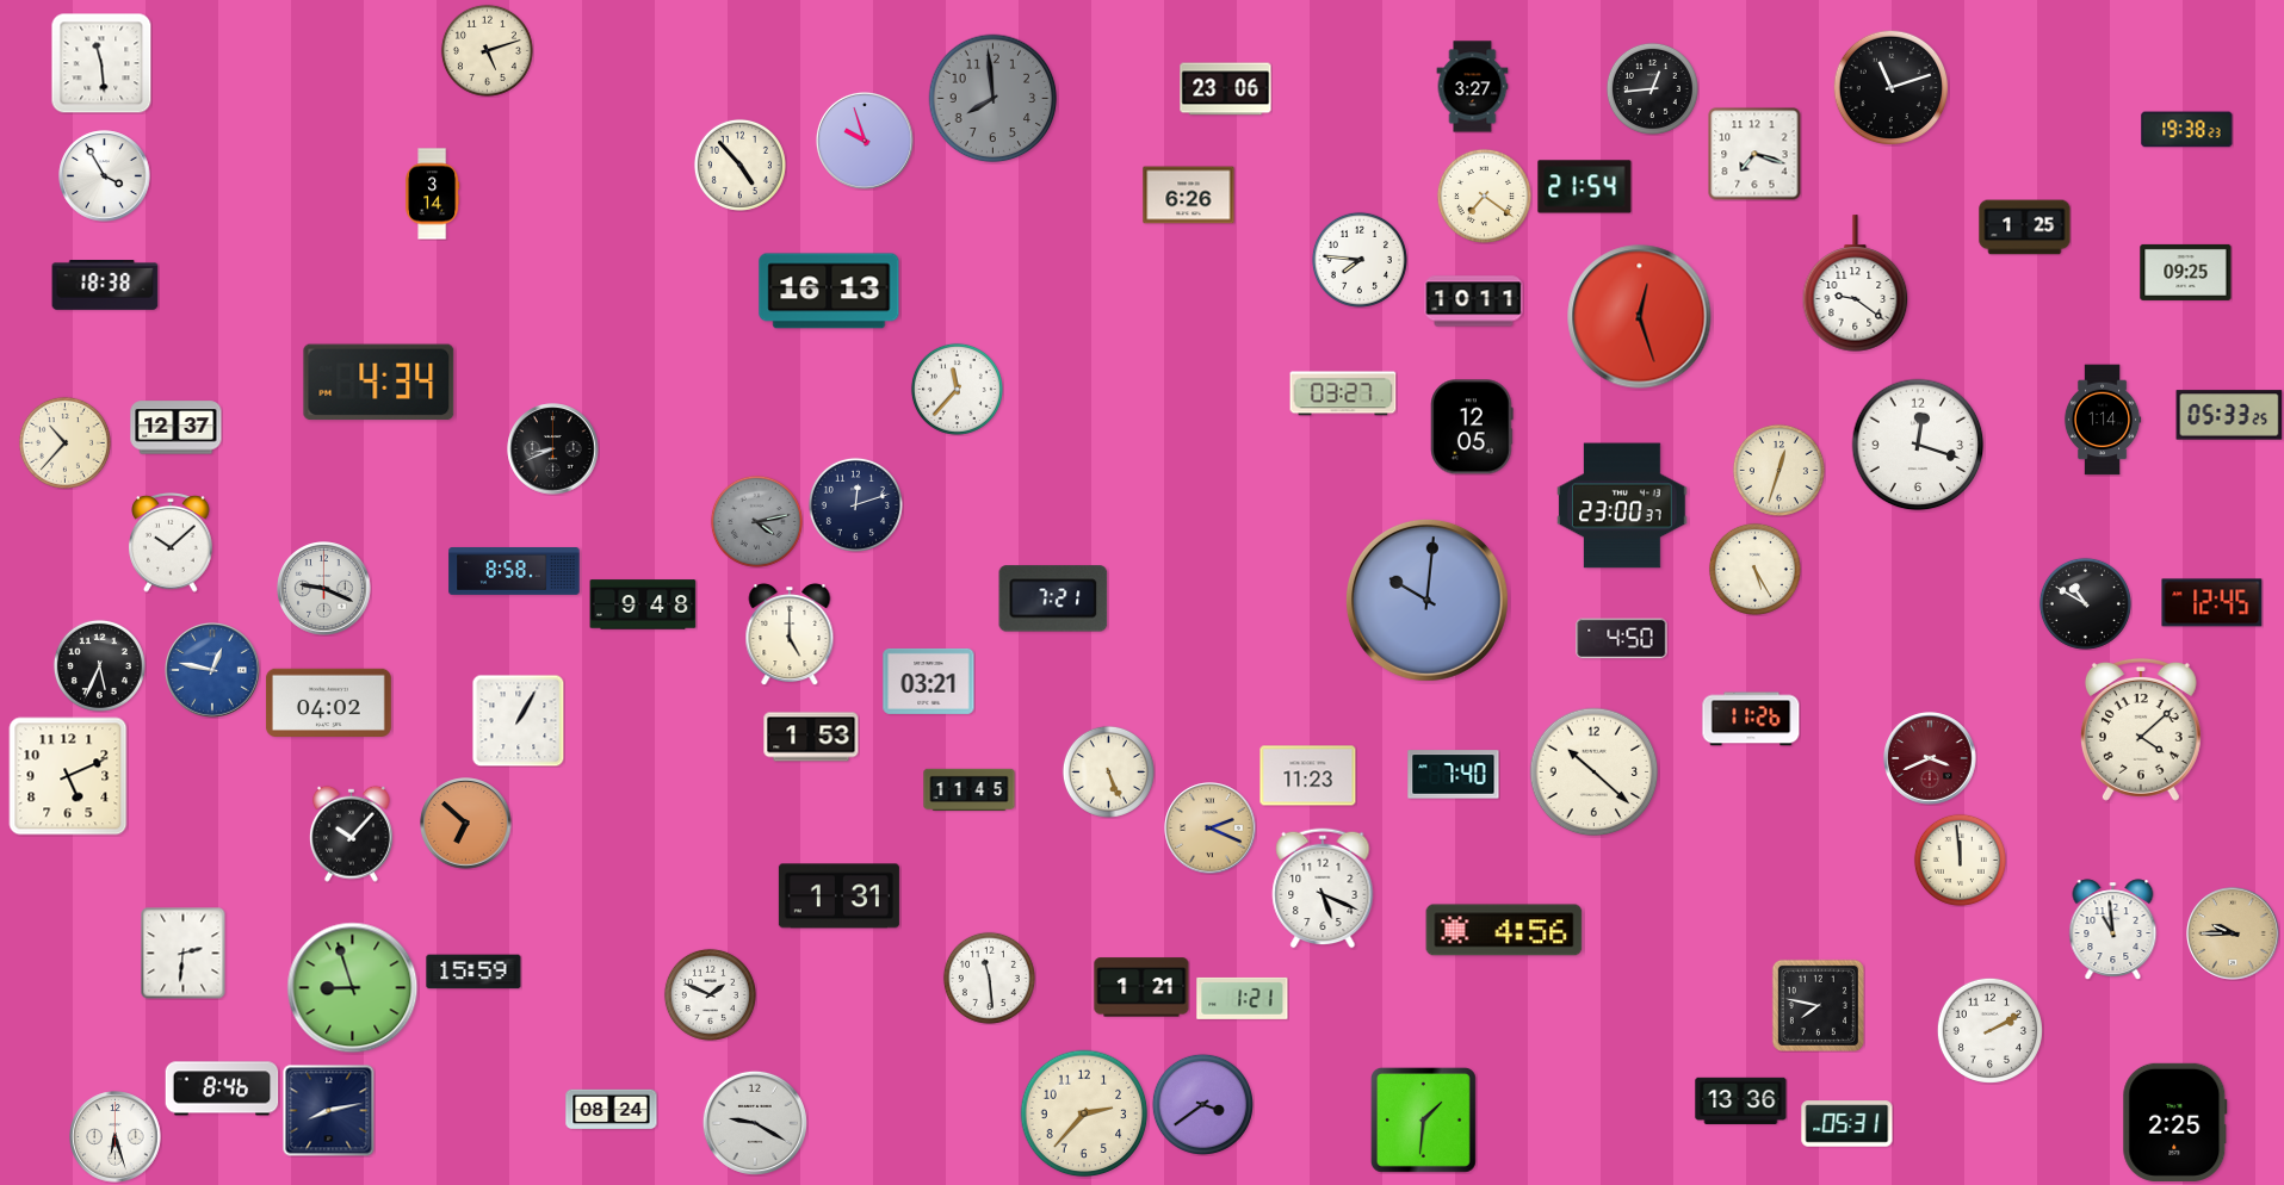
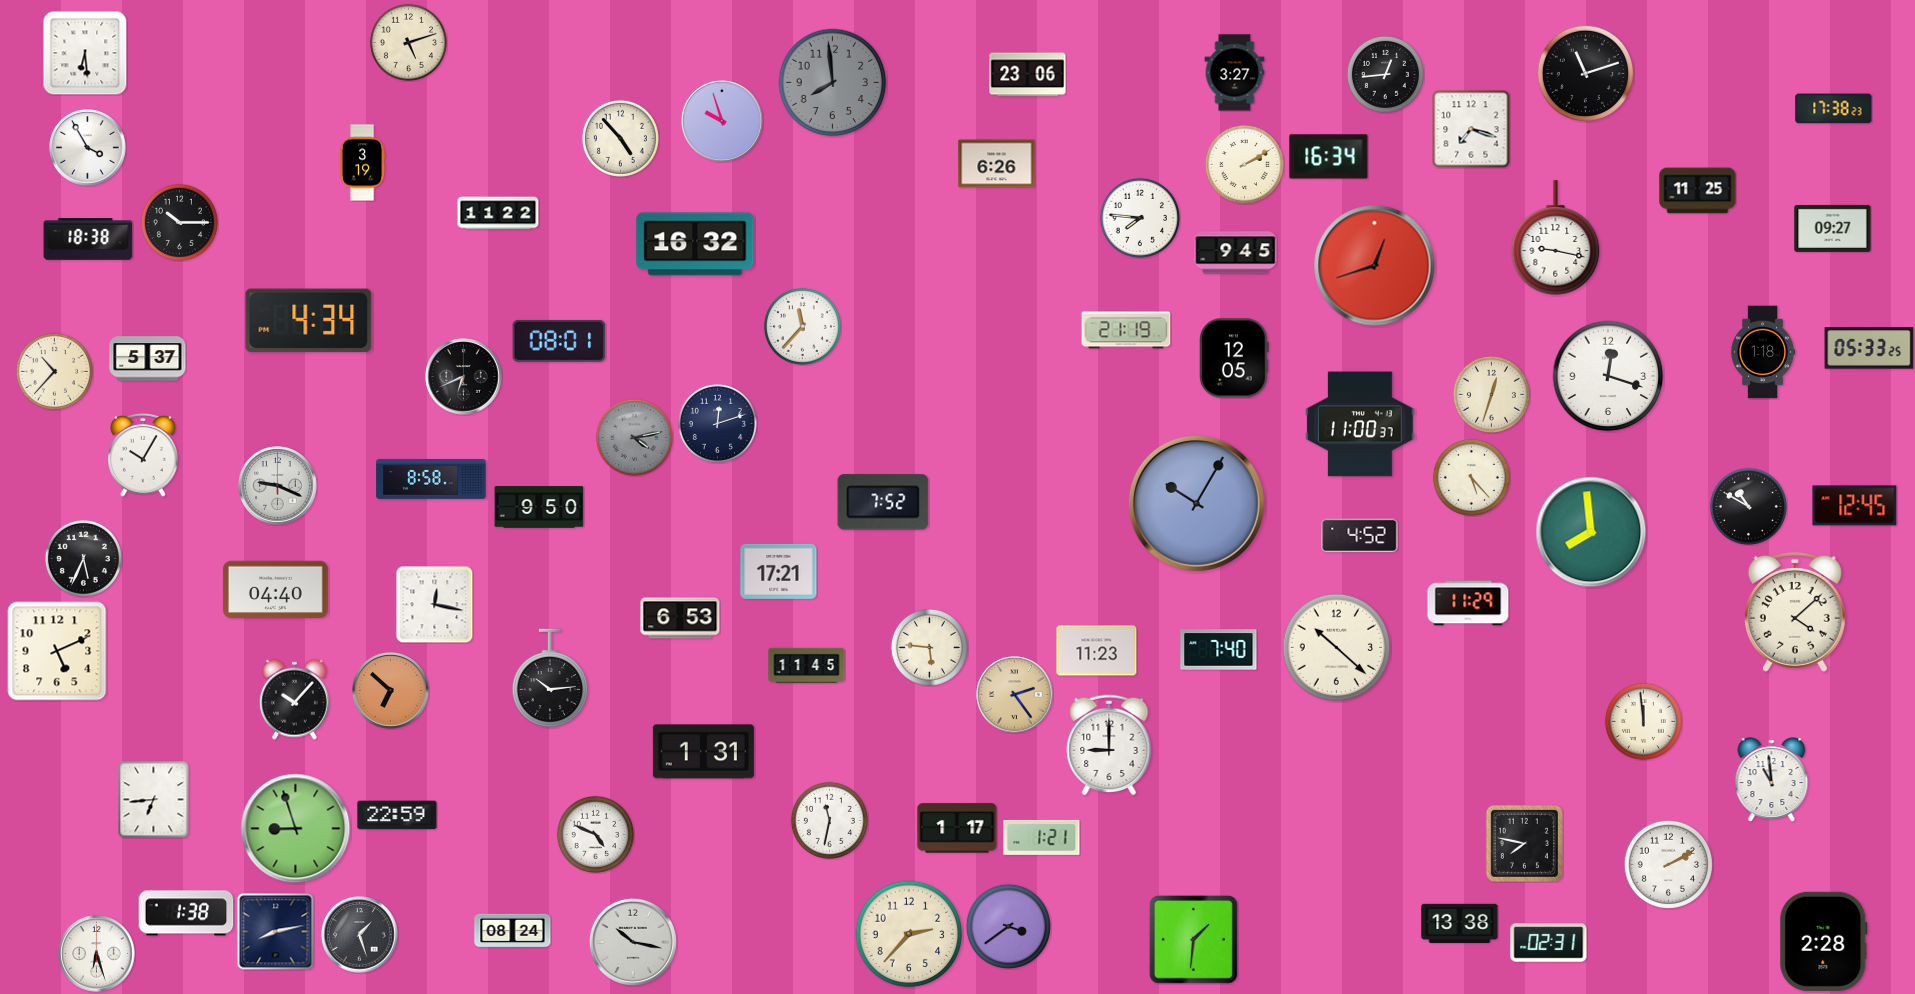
clock at (101, 63): 11:29 -> 6:29
clock at (2187, 130): 19:38 -> 17:38
clock at (865, 141) position: (865, 141) -> (722, 121)
clock at (1585, 187): 21:54 -> 16:34
clock at (433, 194): 3:14 -> 3:19
clock at (1484, 196): 7:21 -> 2:10
clock at (2025, 228): 1:25 -> 11:25
clock at (498, 213): none -> 11:22
clock at (179, 222): none -> 10:15
clock at (2186, 272): 09:25 -> 09:27
clock at (1856, 284): 9:21 -> 9:17
clock at (829, 291): 16:13 -> 16:32
clock at (1474, 302): 10:11 -> 9:45
clock at (1640, 317): 12:27 -> 12:42
clock at (379, 383) position: (379, 383) -> (309, 321)
clock at (1343, 393): 03:27 -> 21:19
clock at (559, 341): none -> 08:01
clock at (2103, 420): 1:14 -> 1:18
clock at (177, 428): 12:37 -> 5:37
clock at (1918, 445) position: (1918, 445) -> (1608, 376)
clock at (553, 449): 8:41 -> 6:41
clock at (1622, 505): 23:00 -> 11:00
clock at (171, 542): 10:08 -> 10:05
clock at (1754, 569): 5:25 -> 5:23
clock at (324, 589) position: (324, 589) -> (278, 486)
clock at (1053, 598): 7:21 -> 7:52
clock at (1426, 600): 10:01 -> 10:05
clock at (643, 604): 9:48 -> 9:50
clock at (1591, 532): none -> 7:59
clock at (790, 635): 5:00 -> none
clock at (1622, 639): 4:50 -> 4:52
clock at (213, 671): 12:47 -> none
clock at (929, 681): 03:21 -> 17:21
clock at (328, 702): 04:02 -> 04:40
clock at (1751, 719): 11:26 -> 11:29
clock at (518, 720): 1:05 -> 12:17
clock at (811, 737): 1:53 -> 6:53
clock at (1930, 758): 3:41 -> none
clock at (1108, 771): 5:26 -> 5:46
clock at (970, 790) position: (970, 790) -> (807, 666)
clock at (549, 678): none -> 10:14
clock at (1211, 829): 2:19 -> 2:24
clock at (1323, 888): 5:19 -> 9:00
clock at (1504, 930): 4:56 -> none
clock at (2233, 933): 9:45 -> none
clock at (184, 953): 2:31 -> 6:44
clock at (473, 972): 15:59 -> 22:59
clock at (989, 978): 11:29 -> 11:32
clock at (1141, 987): 1:21 -> 1:17
clock at (710, 994): 1:49 -> 4:49
clock at (222, 1088): 8:46 -> 1:38
clock at (1741, 1100): 13:36 -> 13:38
clock at (360, 935): none -> 1:27
clock at (2175, 1122): 2:25 -> 2:28
clock at (755, 1123): 9:20 -> 10:17
clock at (1847, 1124): 05:31 -> 02:31
